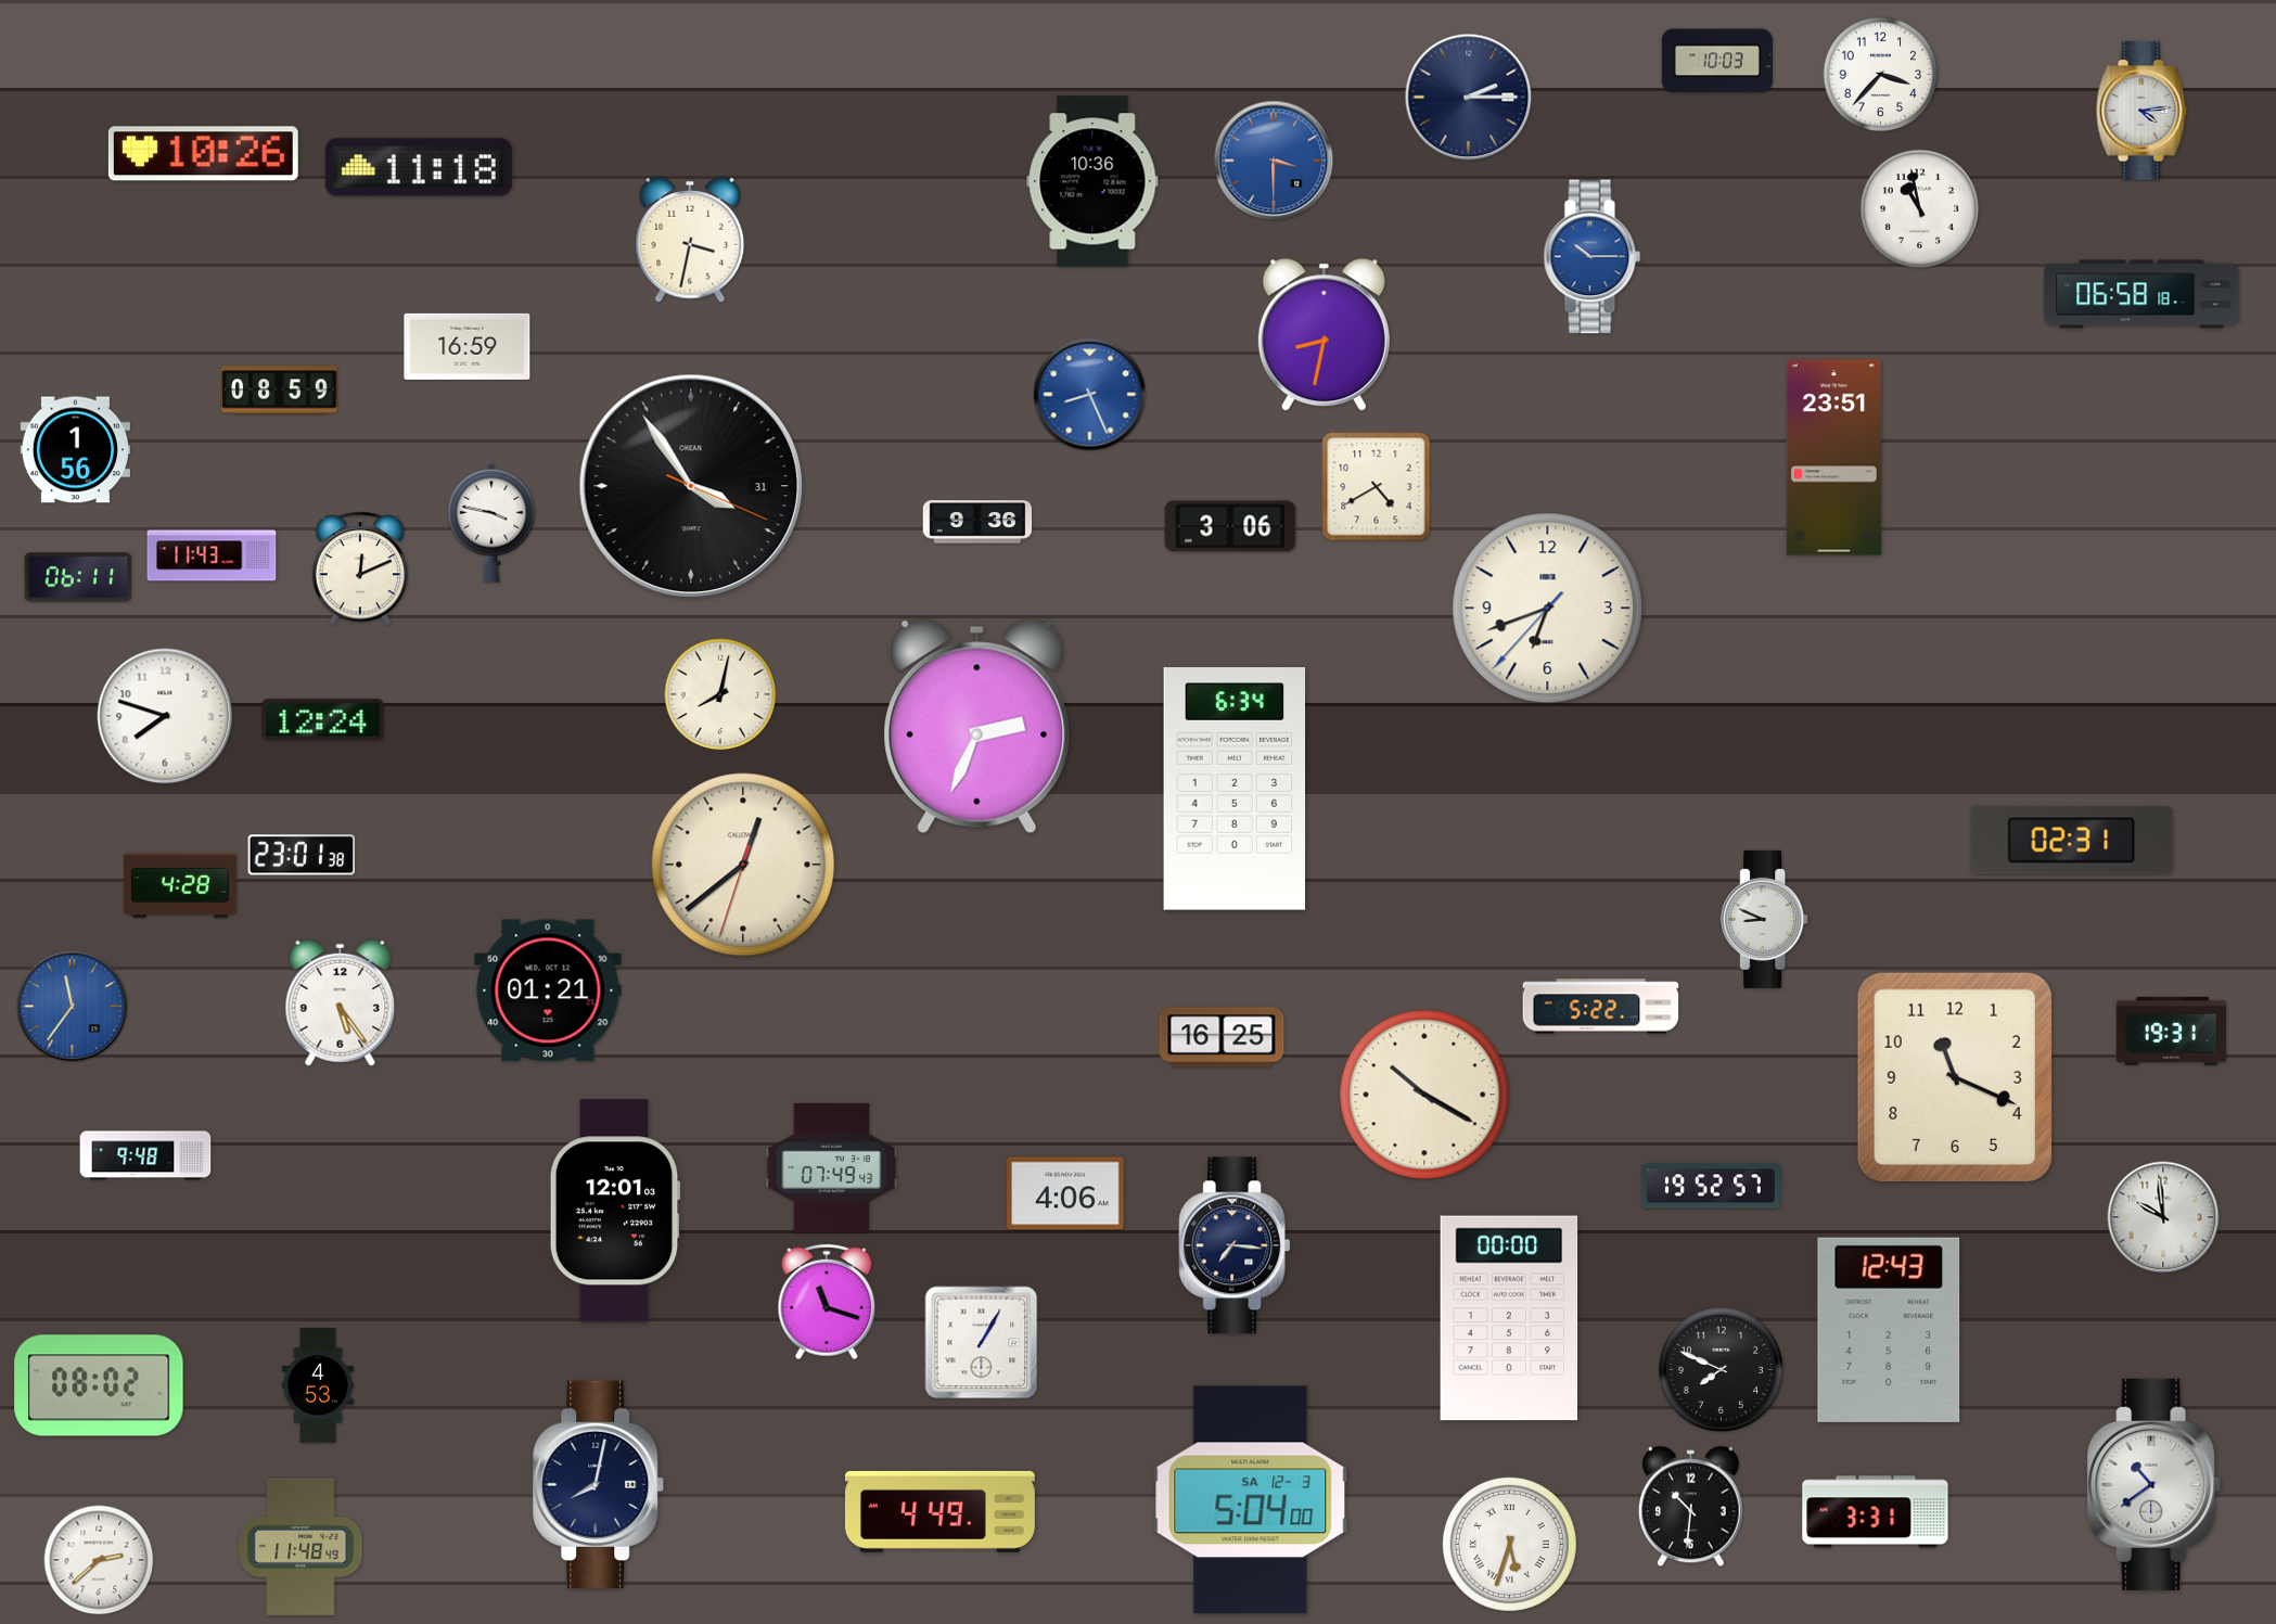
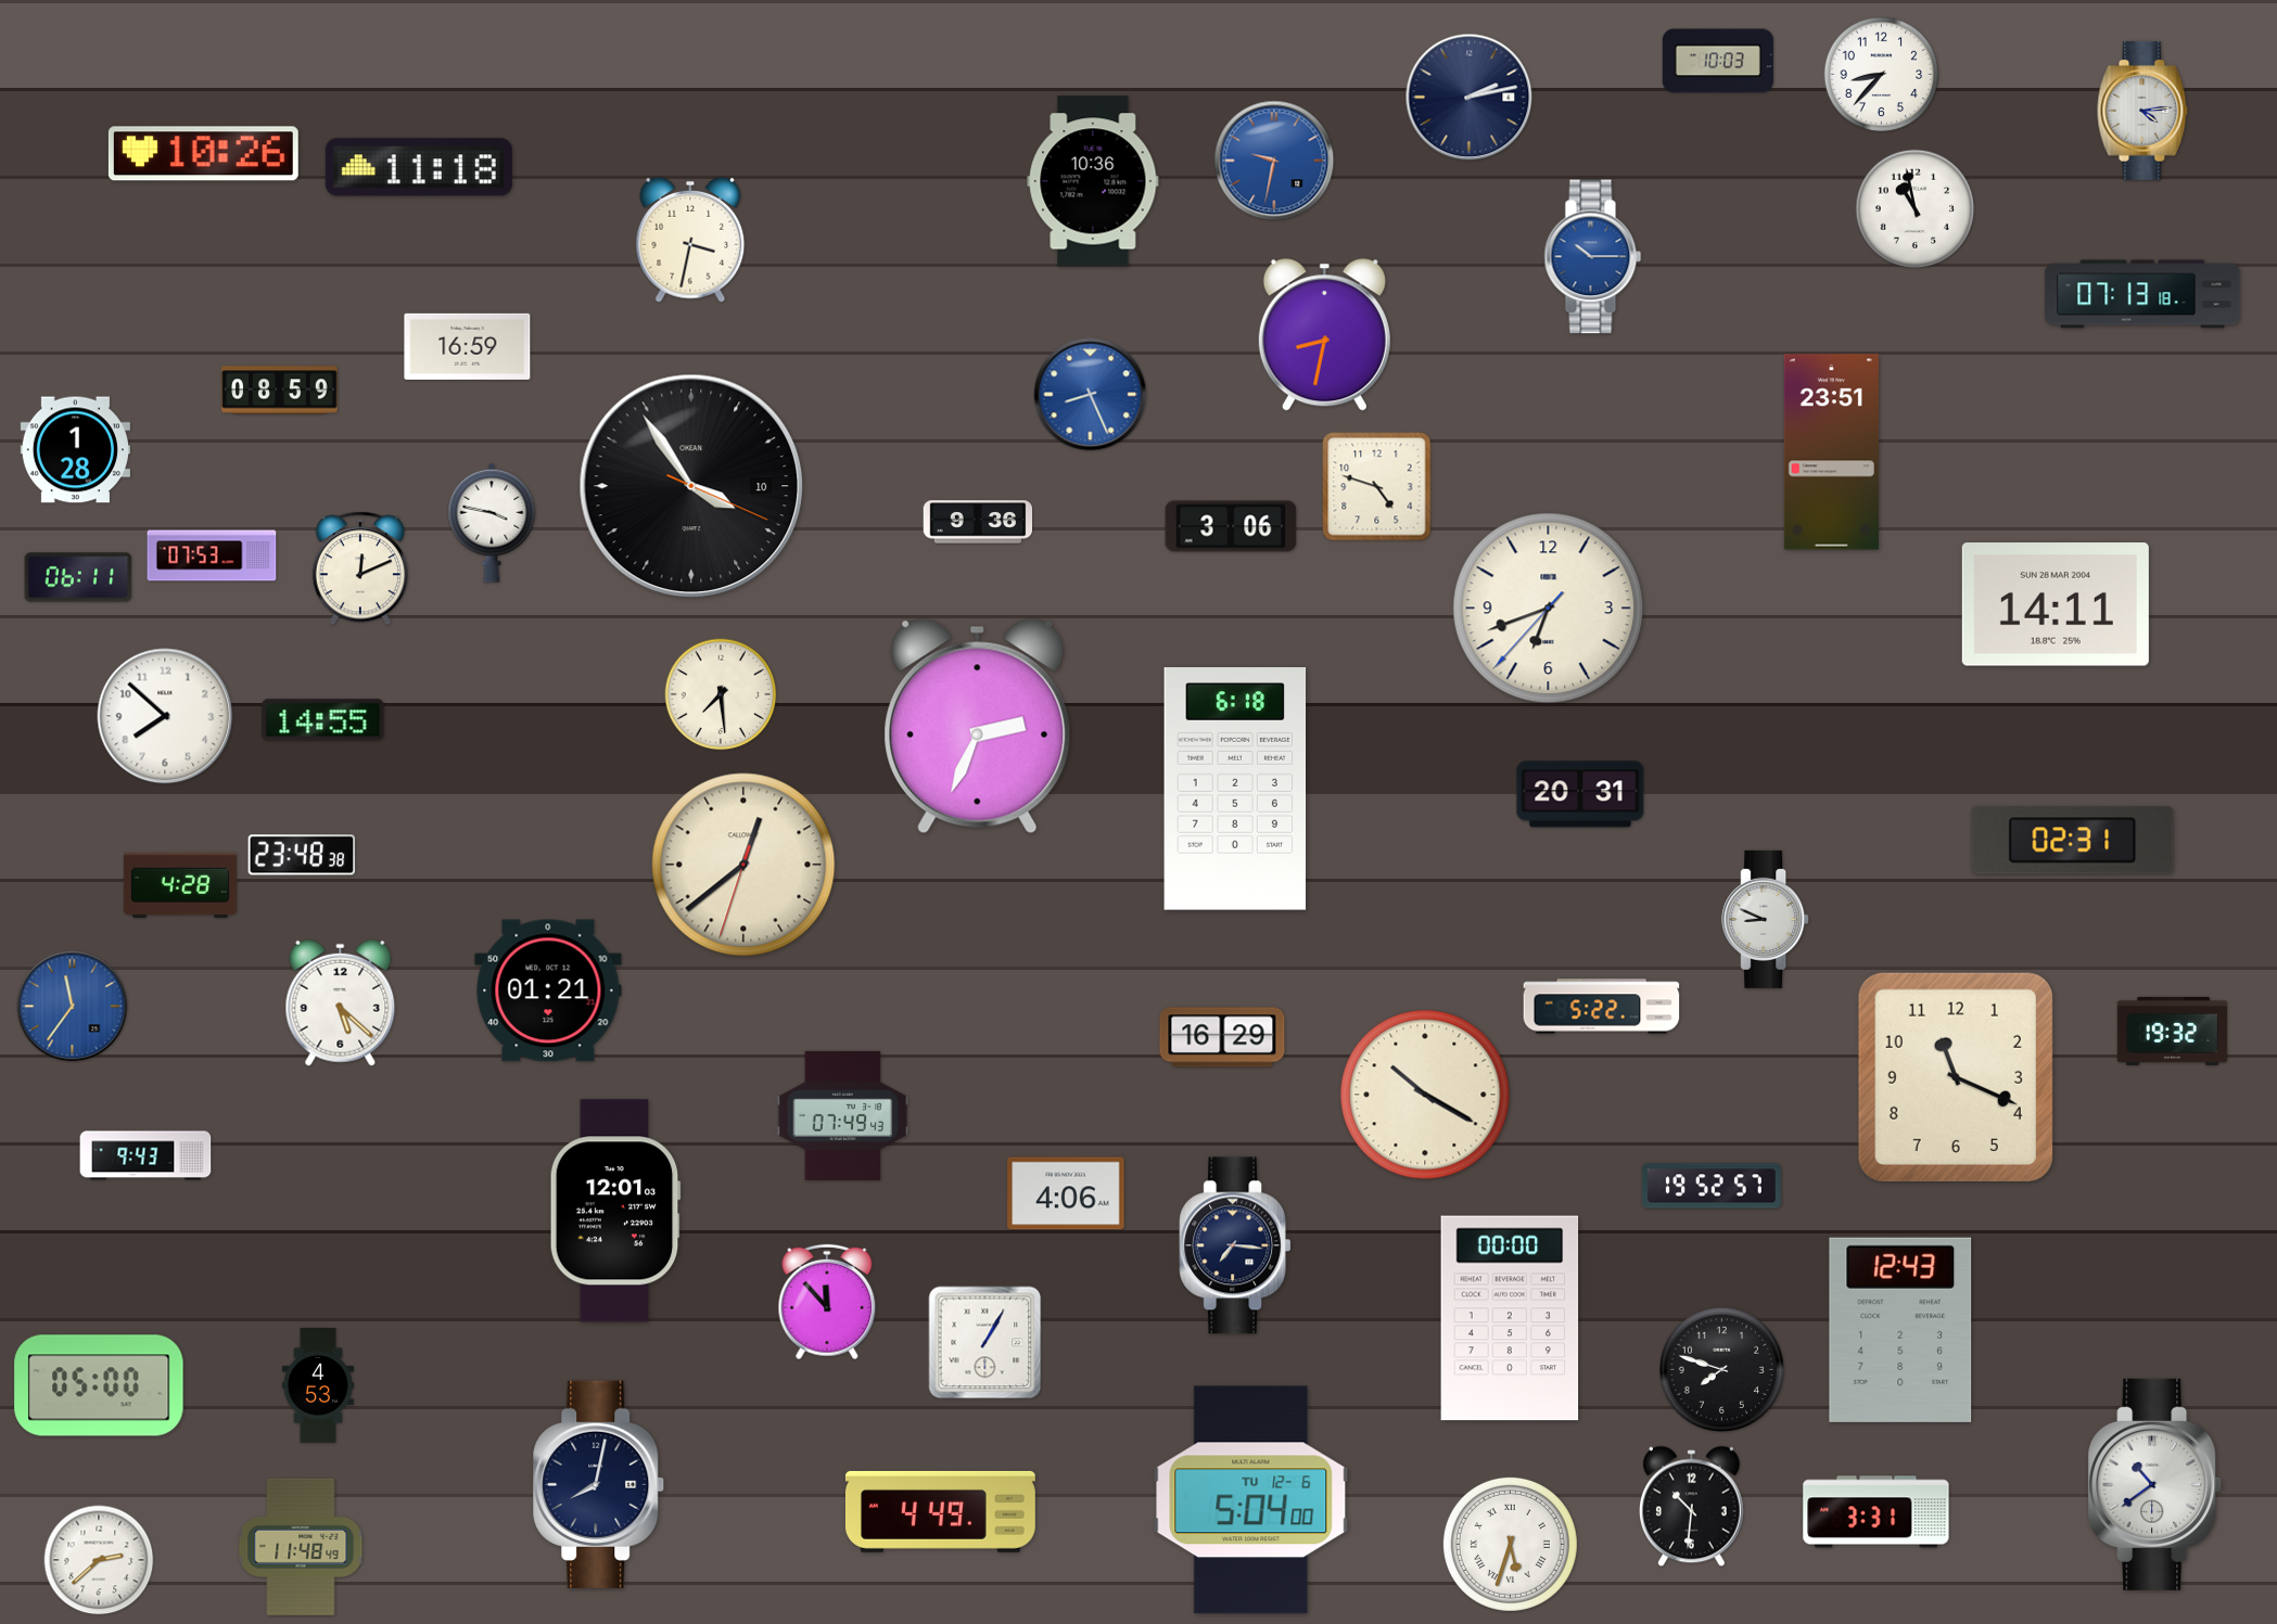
clock at (1881, 75): 3:37 -> 8:37
clock at (1469, 98): 2:15 -> 2:13
clock at (1274, 161): 3:30 -> 9:32
clock at (1920, 209) position: (1920, 209) -> (1916, 209)
clock at (2141, 294): 06:58 -> 07:13
clock at (75, 450): 1:56 -> 1:28
clock at (1833, 458) position: (1833, 458) -> (1831, 452)
clock at (691, 486) date: 31 -> 10
clock at (1377, 487): 4:40 -> 4:48
clock at (212, 555): 11:43 -> 07:53
clock at (2056, 604): none -> 14:11
clock at (720, 694): 8:02 -> 7:29
clock at (165, 716): 7:48 -> 7:52
clock at (323, 720): 12:24 -> 14:55
clock at (1235, 789): 6:34 -> 6:18
clock at (1580, 794): none -> 20:31
clock at (302, 855): 23:01 -> 23:48
clock at (341, 1002): 5:24 -> 5:22
clock at (2171, 1031): 19:31 -> 19:32
clock at (1222, 1037): 16:25 -> 16:29
clock at (145, 1155): 9:48 -> 9:43
clock at (832, 1167) position: (832, 1167) -> (843, 1115)
clock at (2163, 1217): 9:59 -> none
clock at (827, 1302): 11:18 -> 11:53
clock at (1889, 1330) position: (1889, 1330) -> (1900, 1330)
clock at (982, 1343) position: (982, 1343) -> (985, 1343)
clock at (1721, 1369): 7:49 -> 7:48
clock at (99, 1385): 08:02 -> 05:00
clock at (1251, 1500) date: SA 12-3 -> TU 12-6
